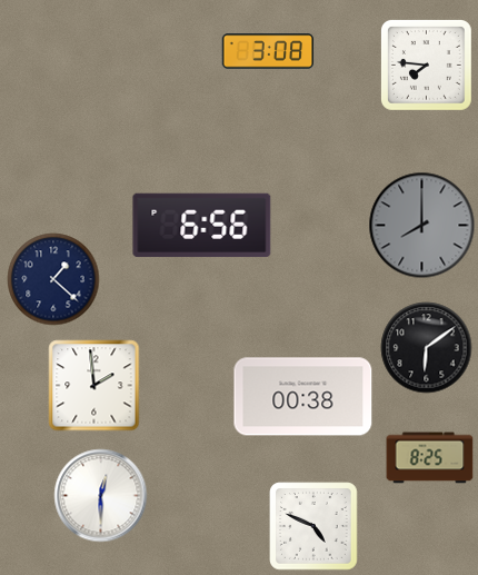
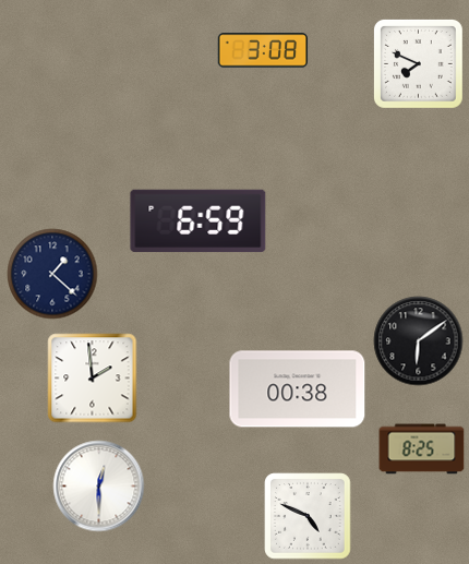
clock at (426, 65): 7:46 -> 7:49
clock at (202, 226): 6:56 -> 6:59
clock at (422, 226): 8:00 -> none
